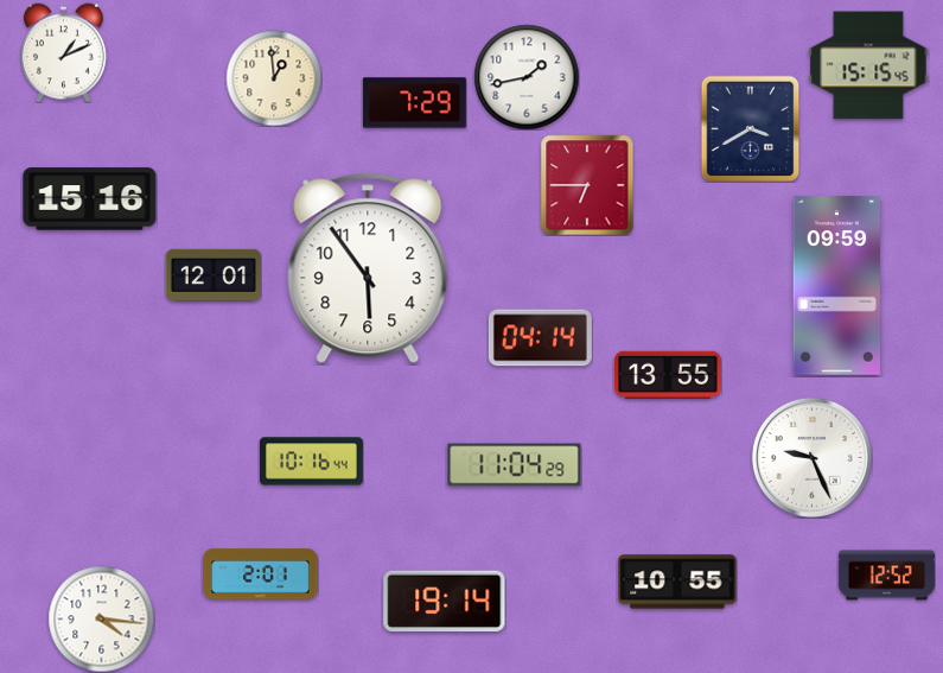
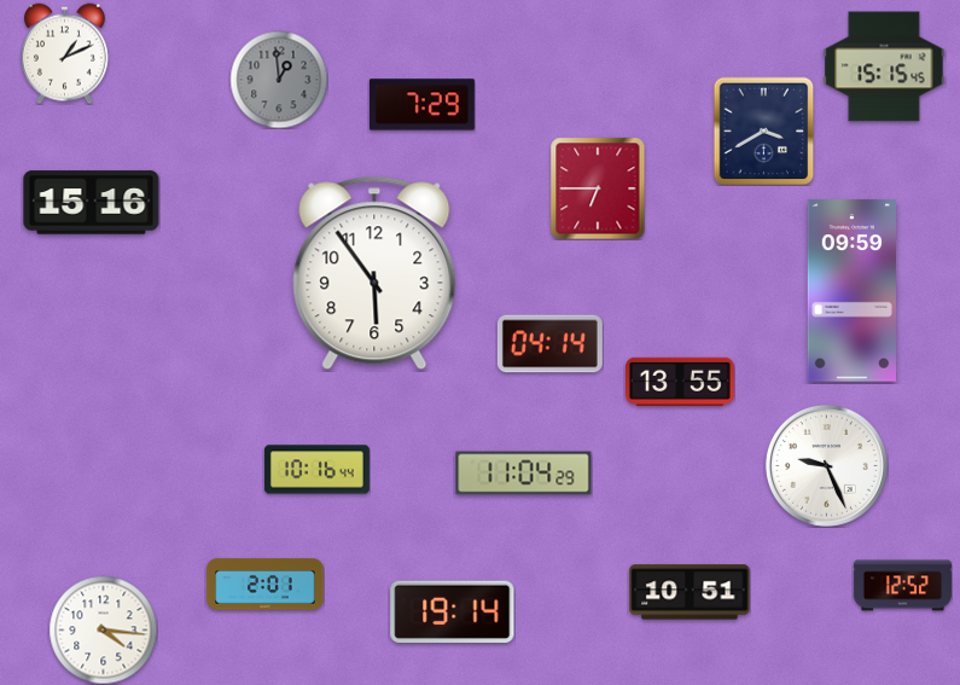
clock at (527, 77): 1:43 -> none
clock at (274, 78) dial: cream -> grey
clock at (214, 275): 12:01 -> none
clock at (677, 582): 10:55 -> 10:51
